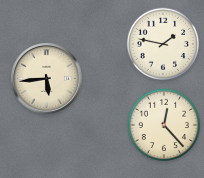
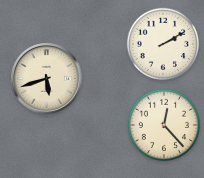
clock at (163, 44): 1:47 -> 2:10
clock at (46, 78): 5:44 -> 5:42
